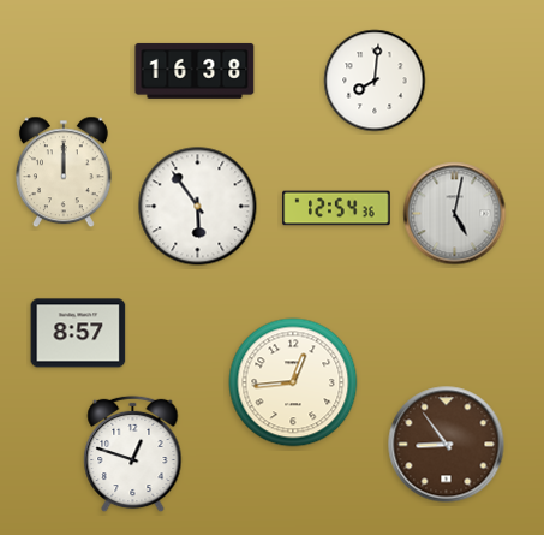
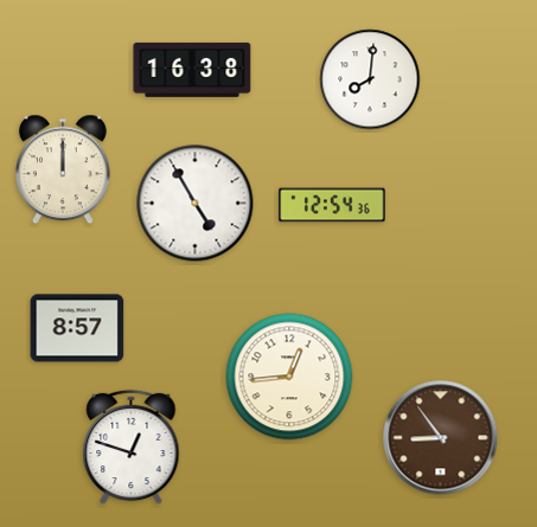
clock at (198, 207): 5:54 -> 4:55
clock at (455, 214): 5:02 -> none
